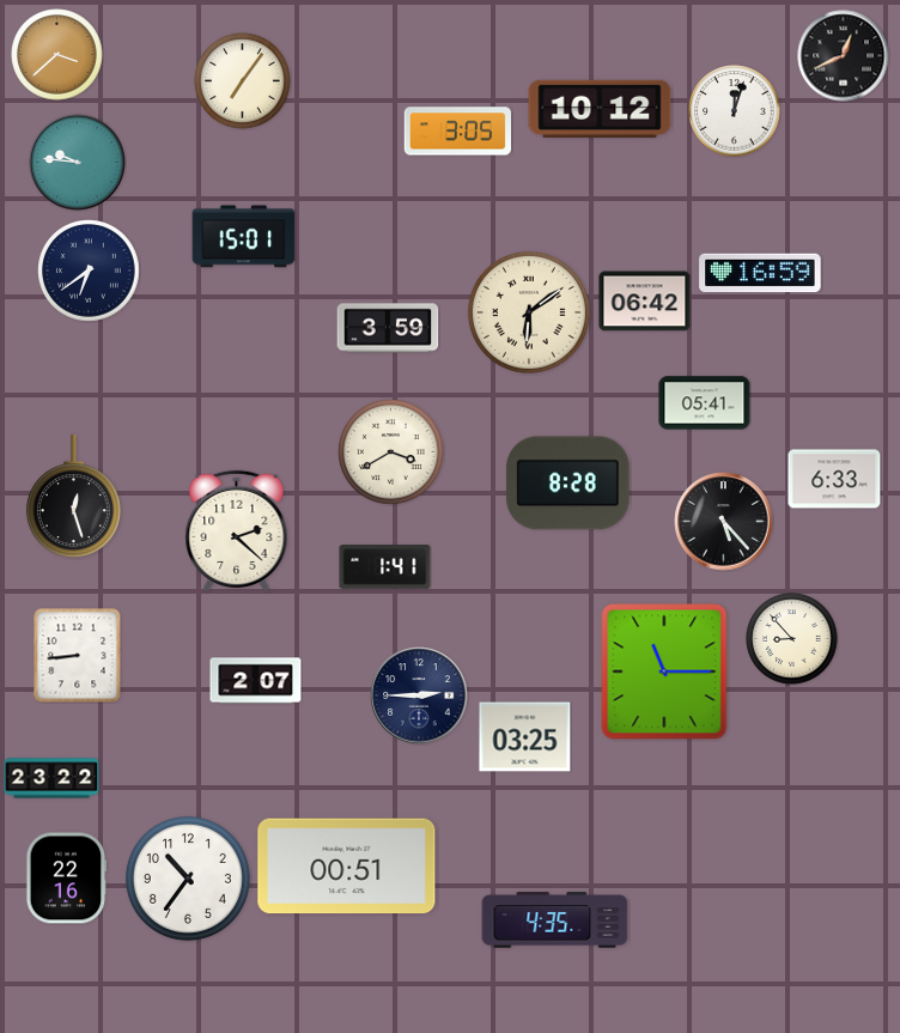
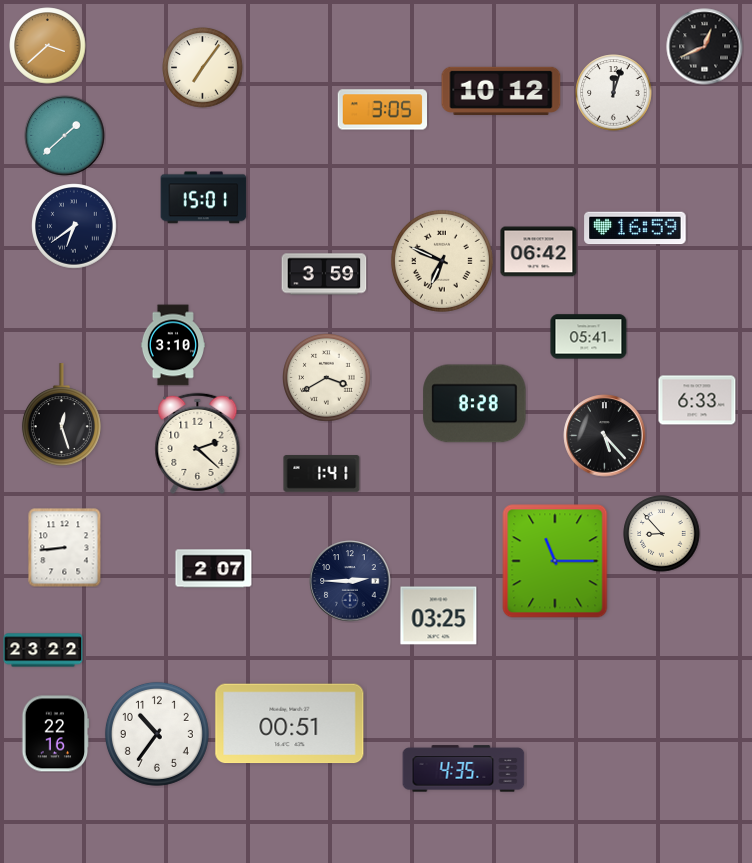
clock at (78, 163): 9:46 -> 1:38
clock at (529, 312): 6:09 -> 6:49
clock at (173, 345): none -> 3:10
